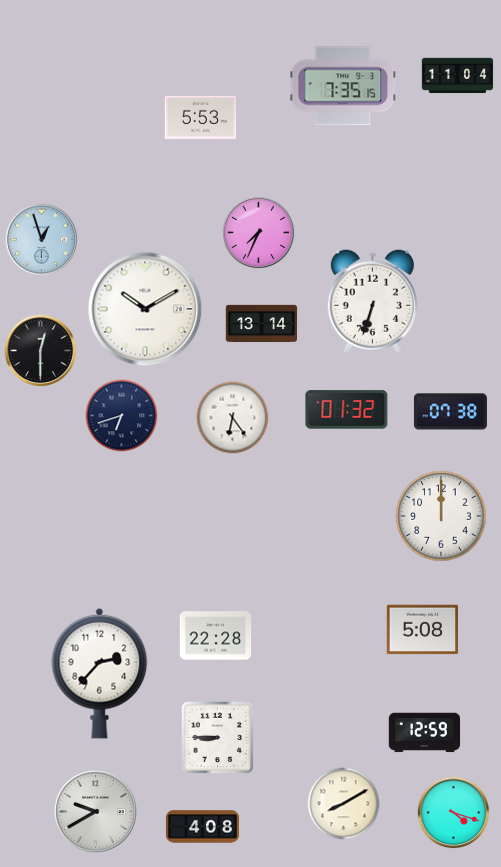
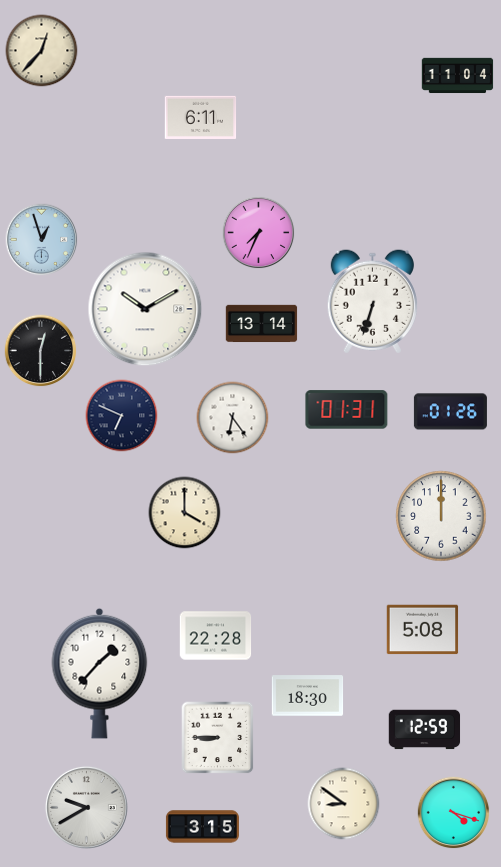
clock at (42, 51): none -> 12:37
clock at (343, 86): 7:35 -> none
clock at (201, 117): 5:53 -> 6:11
clock at (347, 410): 01:32 -> 01:31
clock at (450, 412): 07:38 -> 01:26
clock at (122, 416): 6:42 -> 6:49
clock at (185, 513): none -> 4:00
clock at (100, 673): 2:37 -> 1:37
clock at (308, 696): none -> 18:30
clock at (425, 733) position: (425, 733) -> (425, 730)
clock at (344, 804): 8:10 -> 8:51
clock at (95, 811) position: (95, 811) -> (86, 807)
clock at (202, 827): 4:08 -> 3:15
